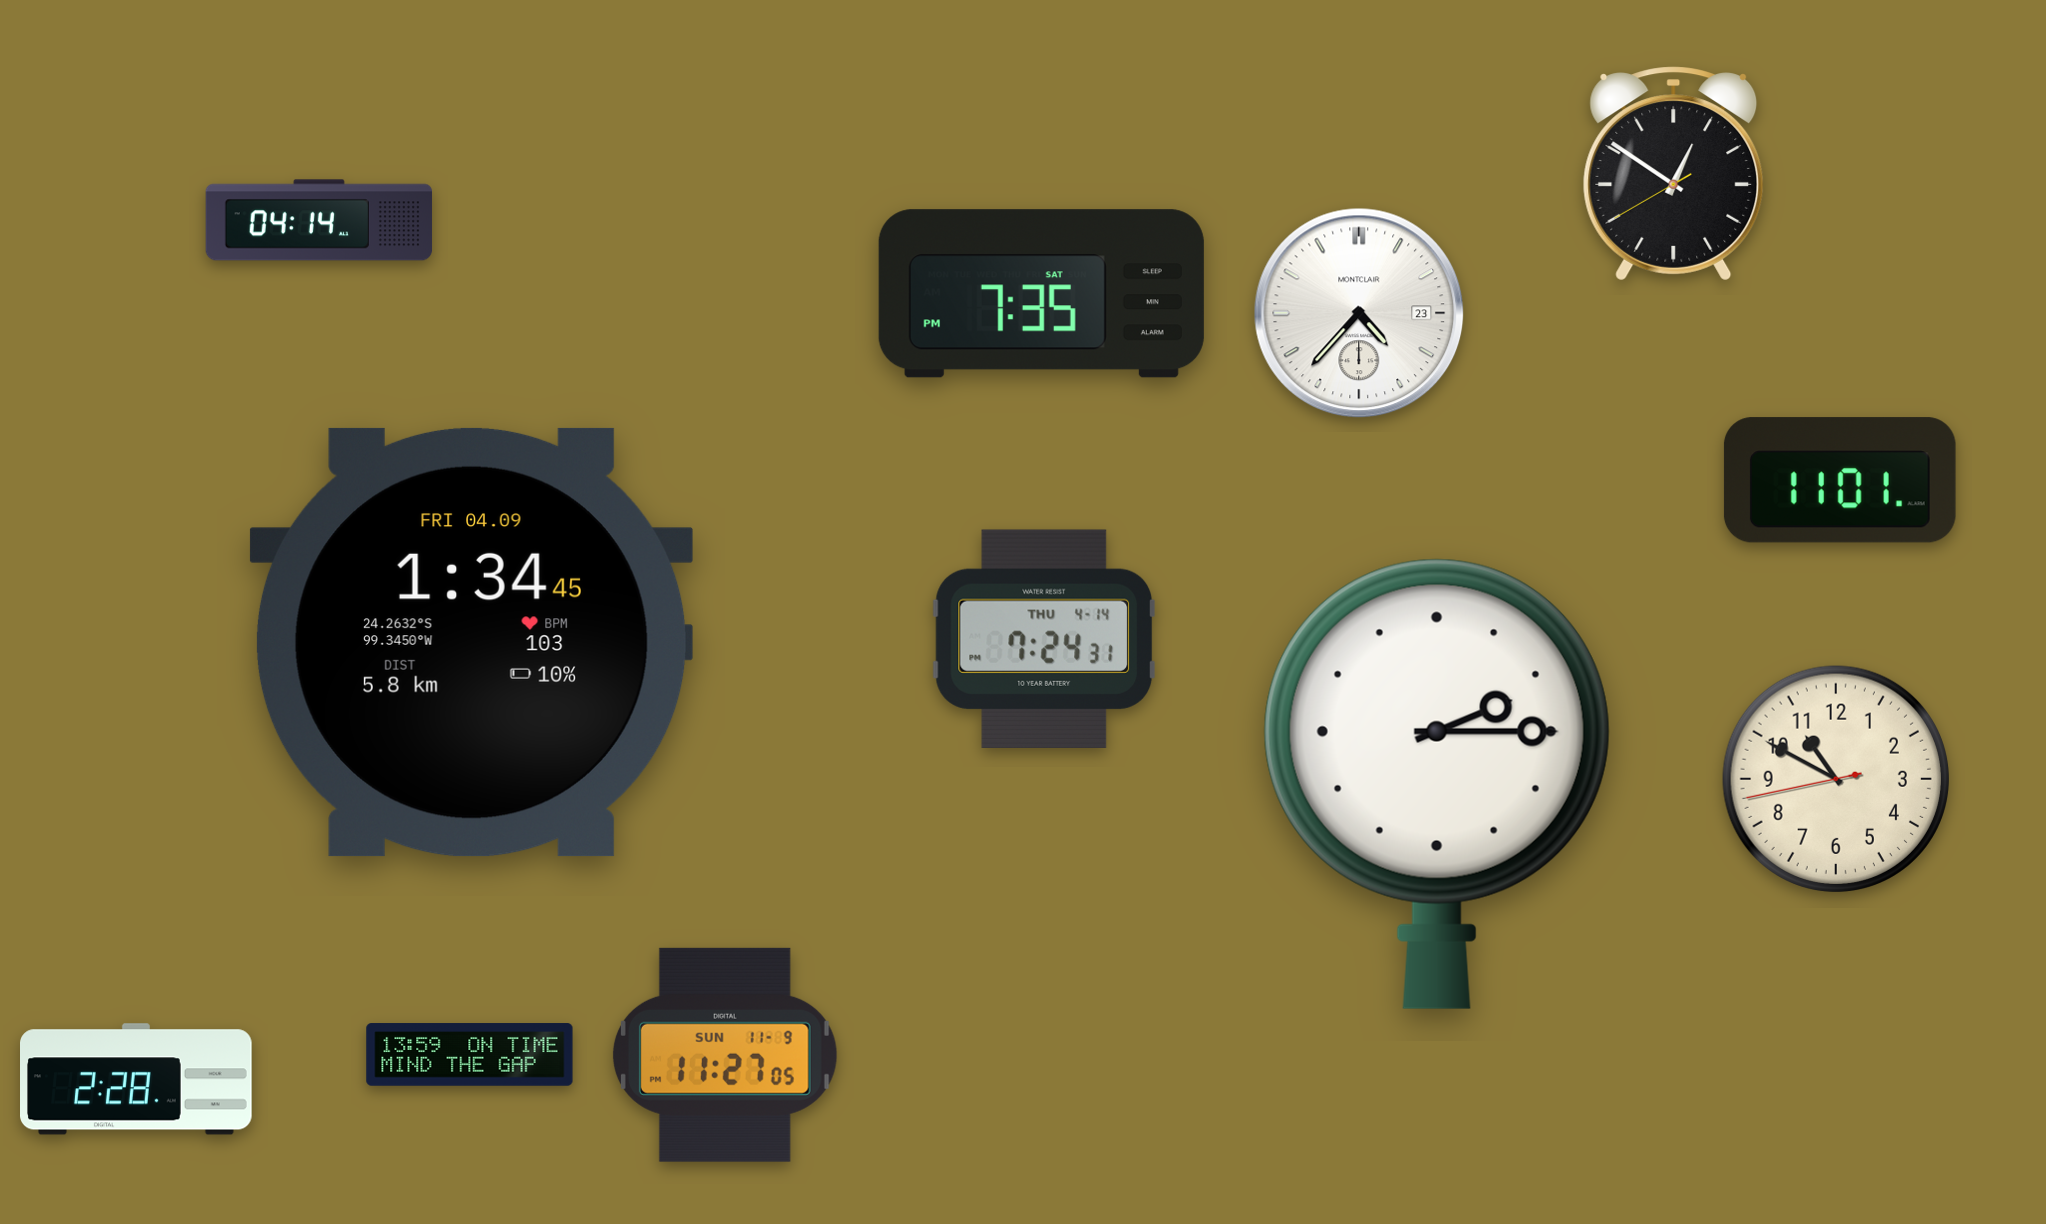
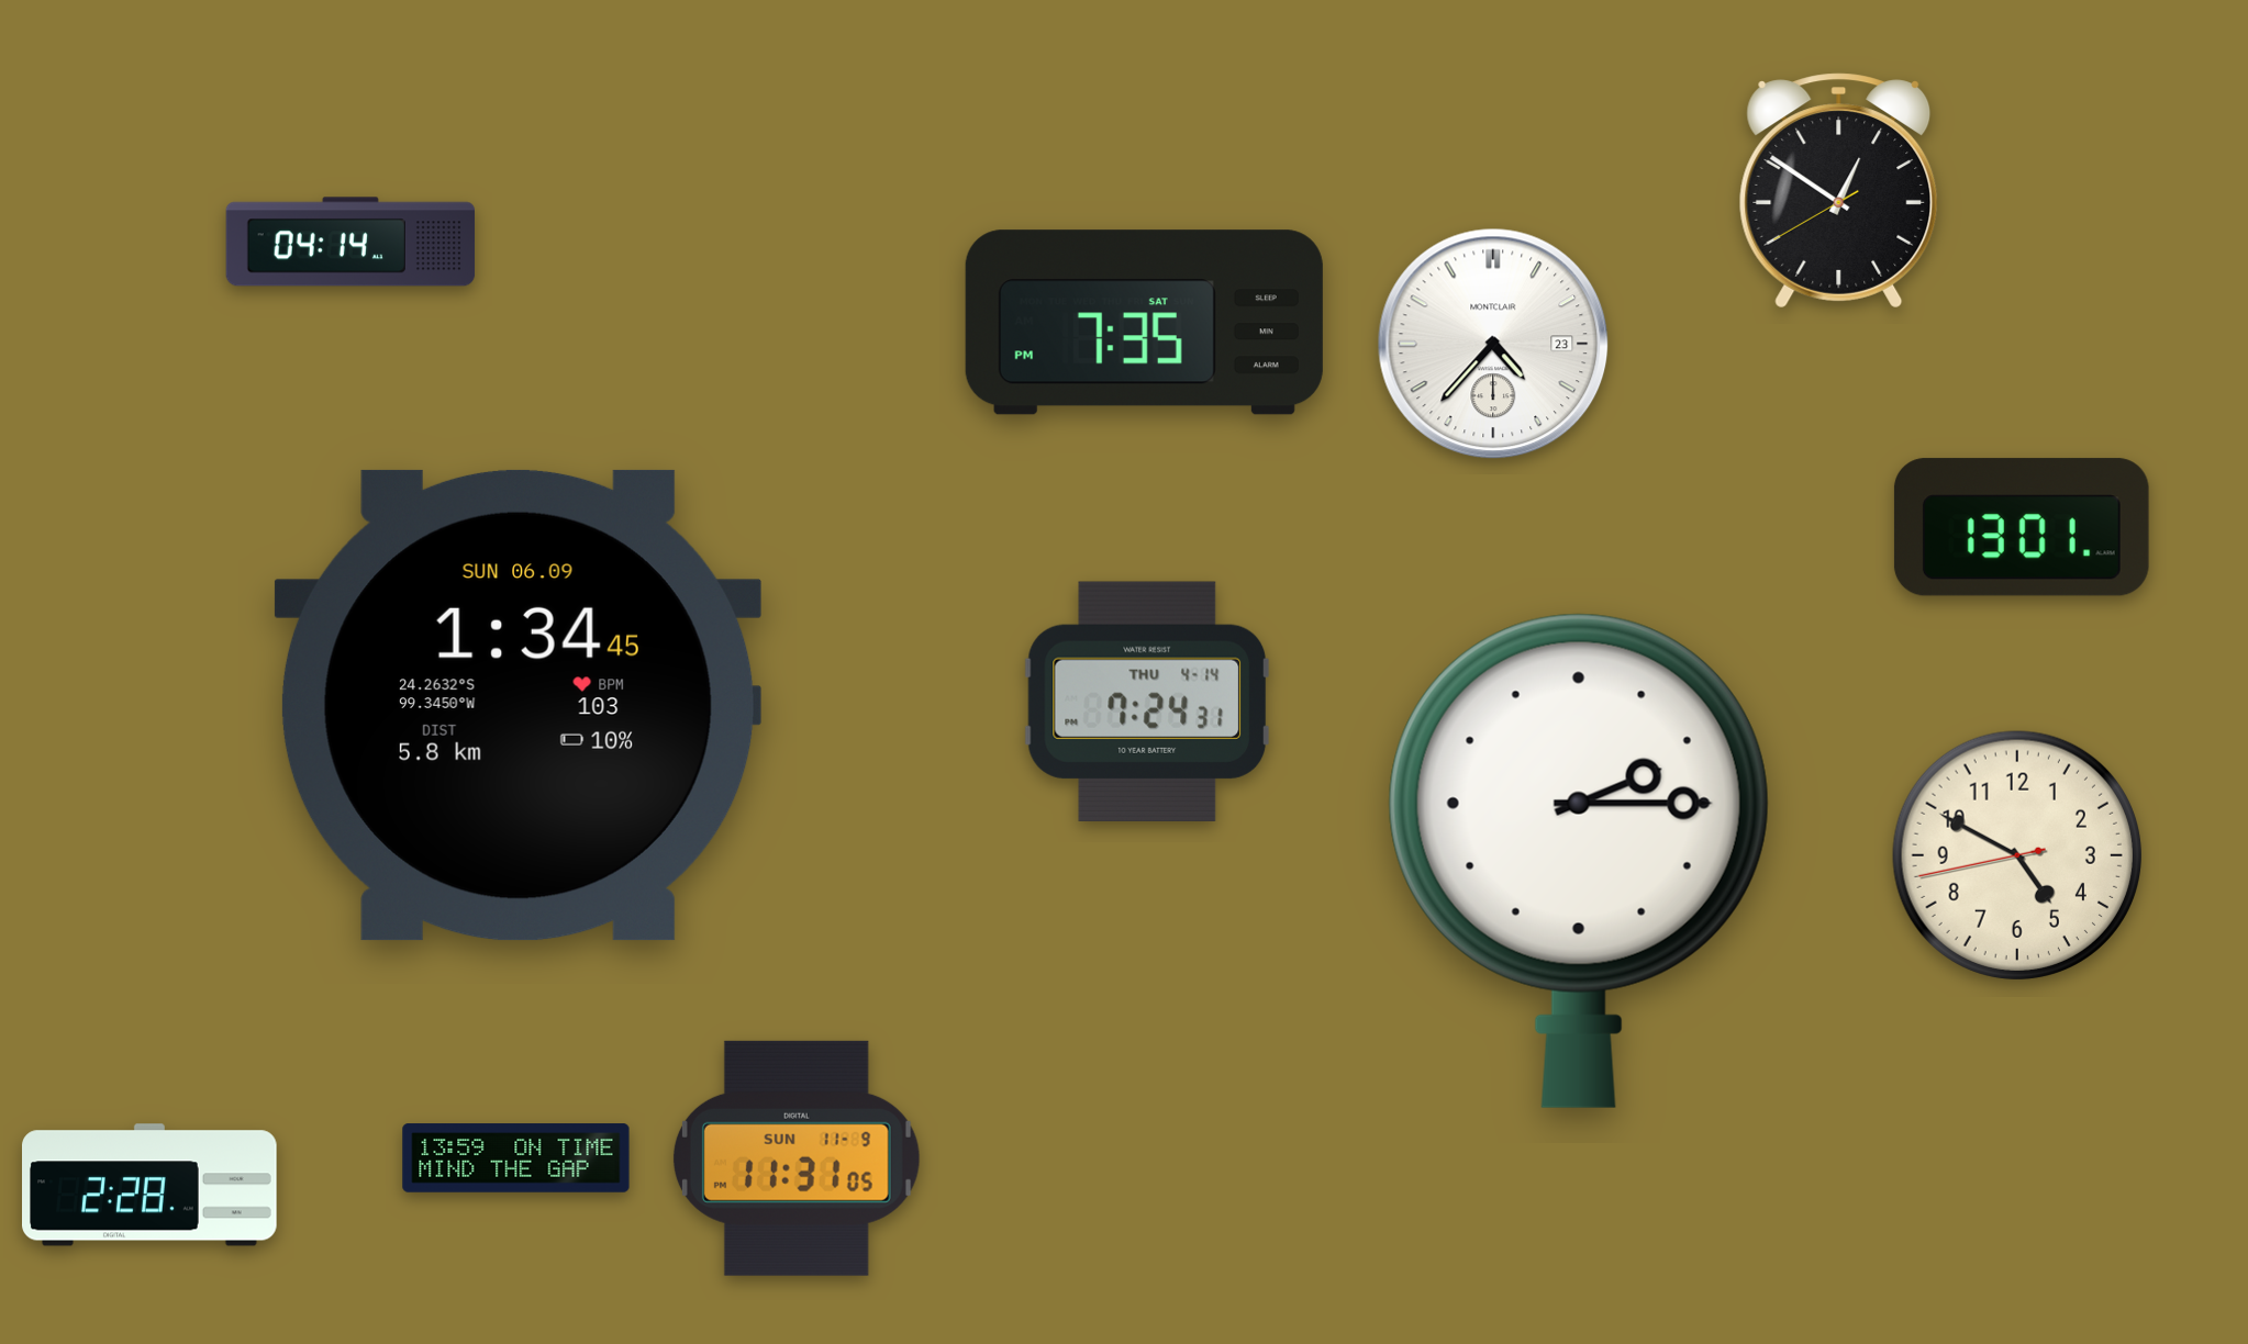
clock at (1840, 480): 11:01 -> 13:01
clock at (471, 642) date: FRI 04.09 -> SUN 06.09
clock at (1835, 778): 10:49 -> 4:49
clock at (725, 1055): 11:27 -> 11:31
